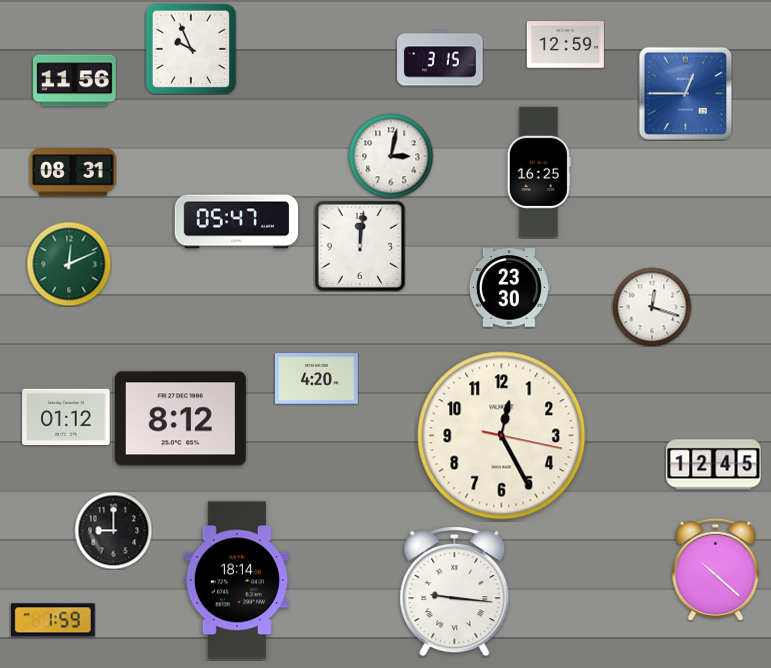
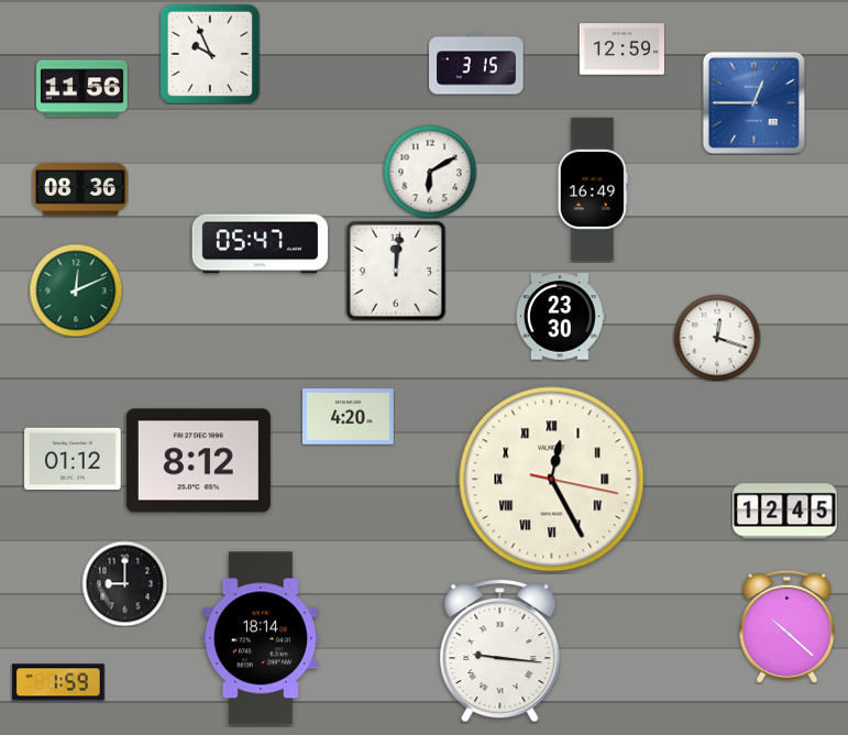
clock at (440, 58) position: (440, 58) -> (476, 64)
clock at (391, 156): 3:02 -> 6:10
clock at (73, 172): 08:31 -> 08:36
clock at (539, 172): 16:25 -> 16:49
clock at (502, 436) numerals: Arabic -> Roman
